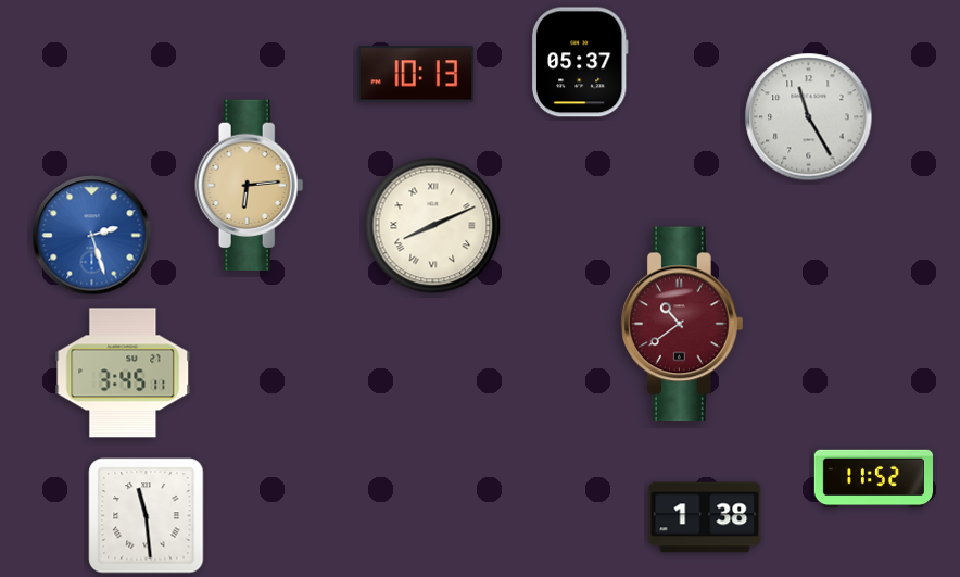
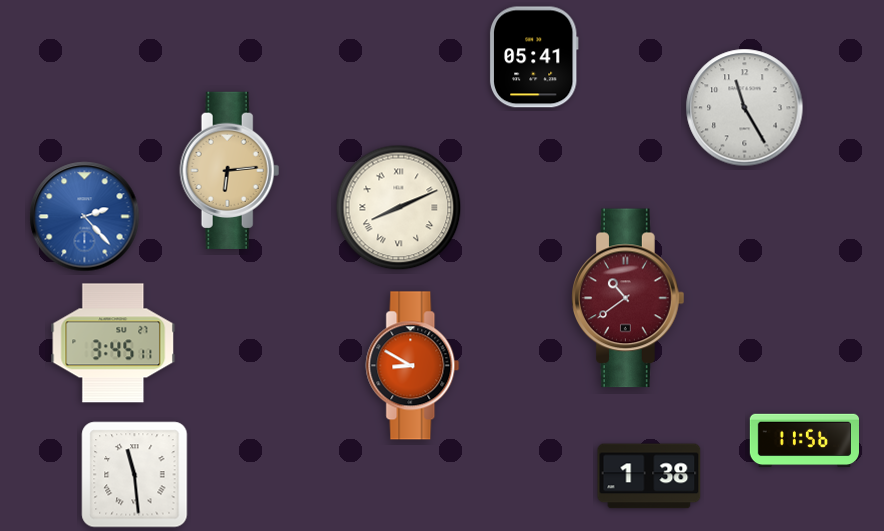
clock at (580, 62): 05:37 -> 05:41
clock at (416, 74): 10:13 -> none
clock at (92, 236): 2:27 -> 2:23
clock at (413, 366): none -> 8:50
clock at (873, 479): 11:52 -> 11:56
